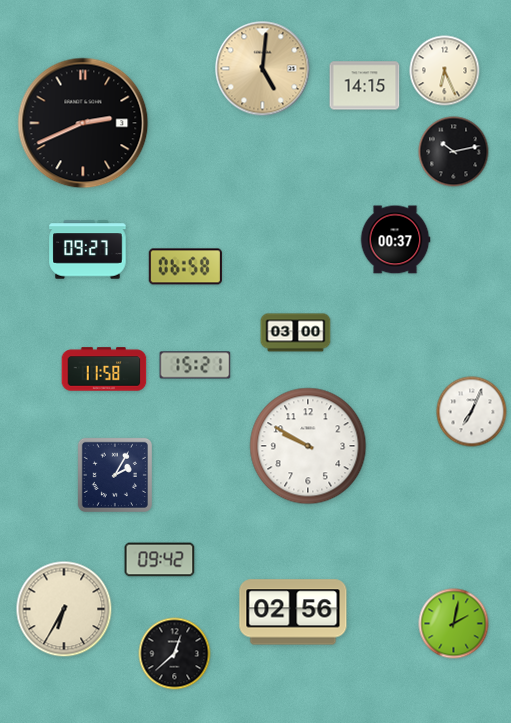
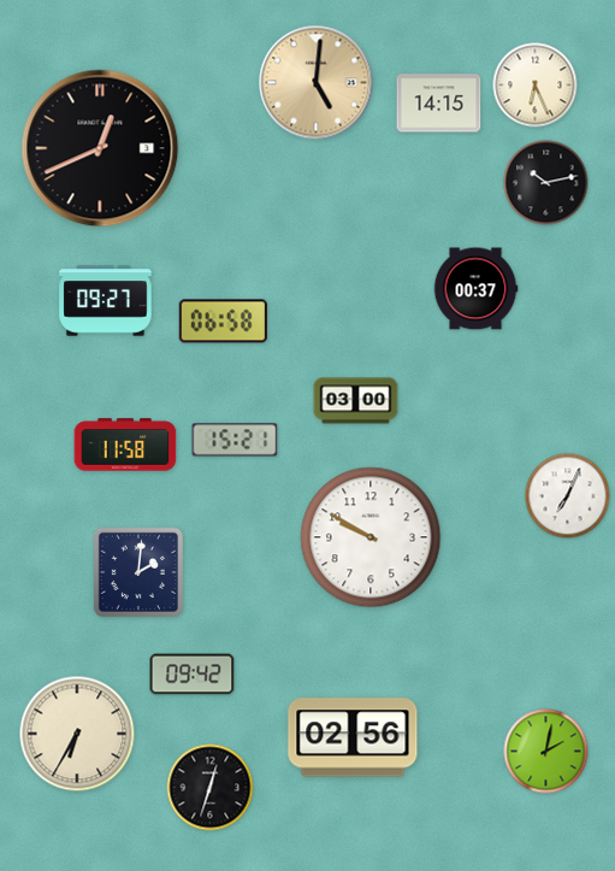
clock at (83, 123): 2:41 -> 12:41
clock at (115, 475): 2:05 -> 2:01
clock at (175, 654): 12:38 -> 12:33
